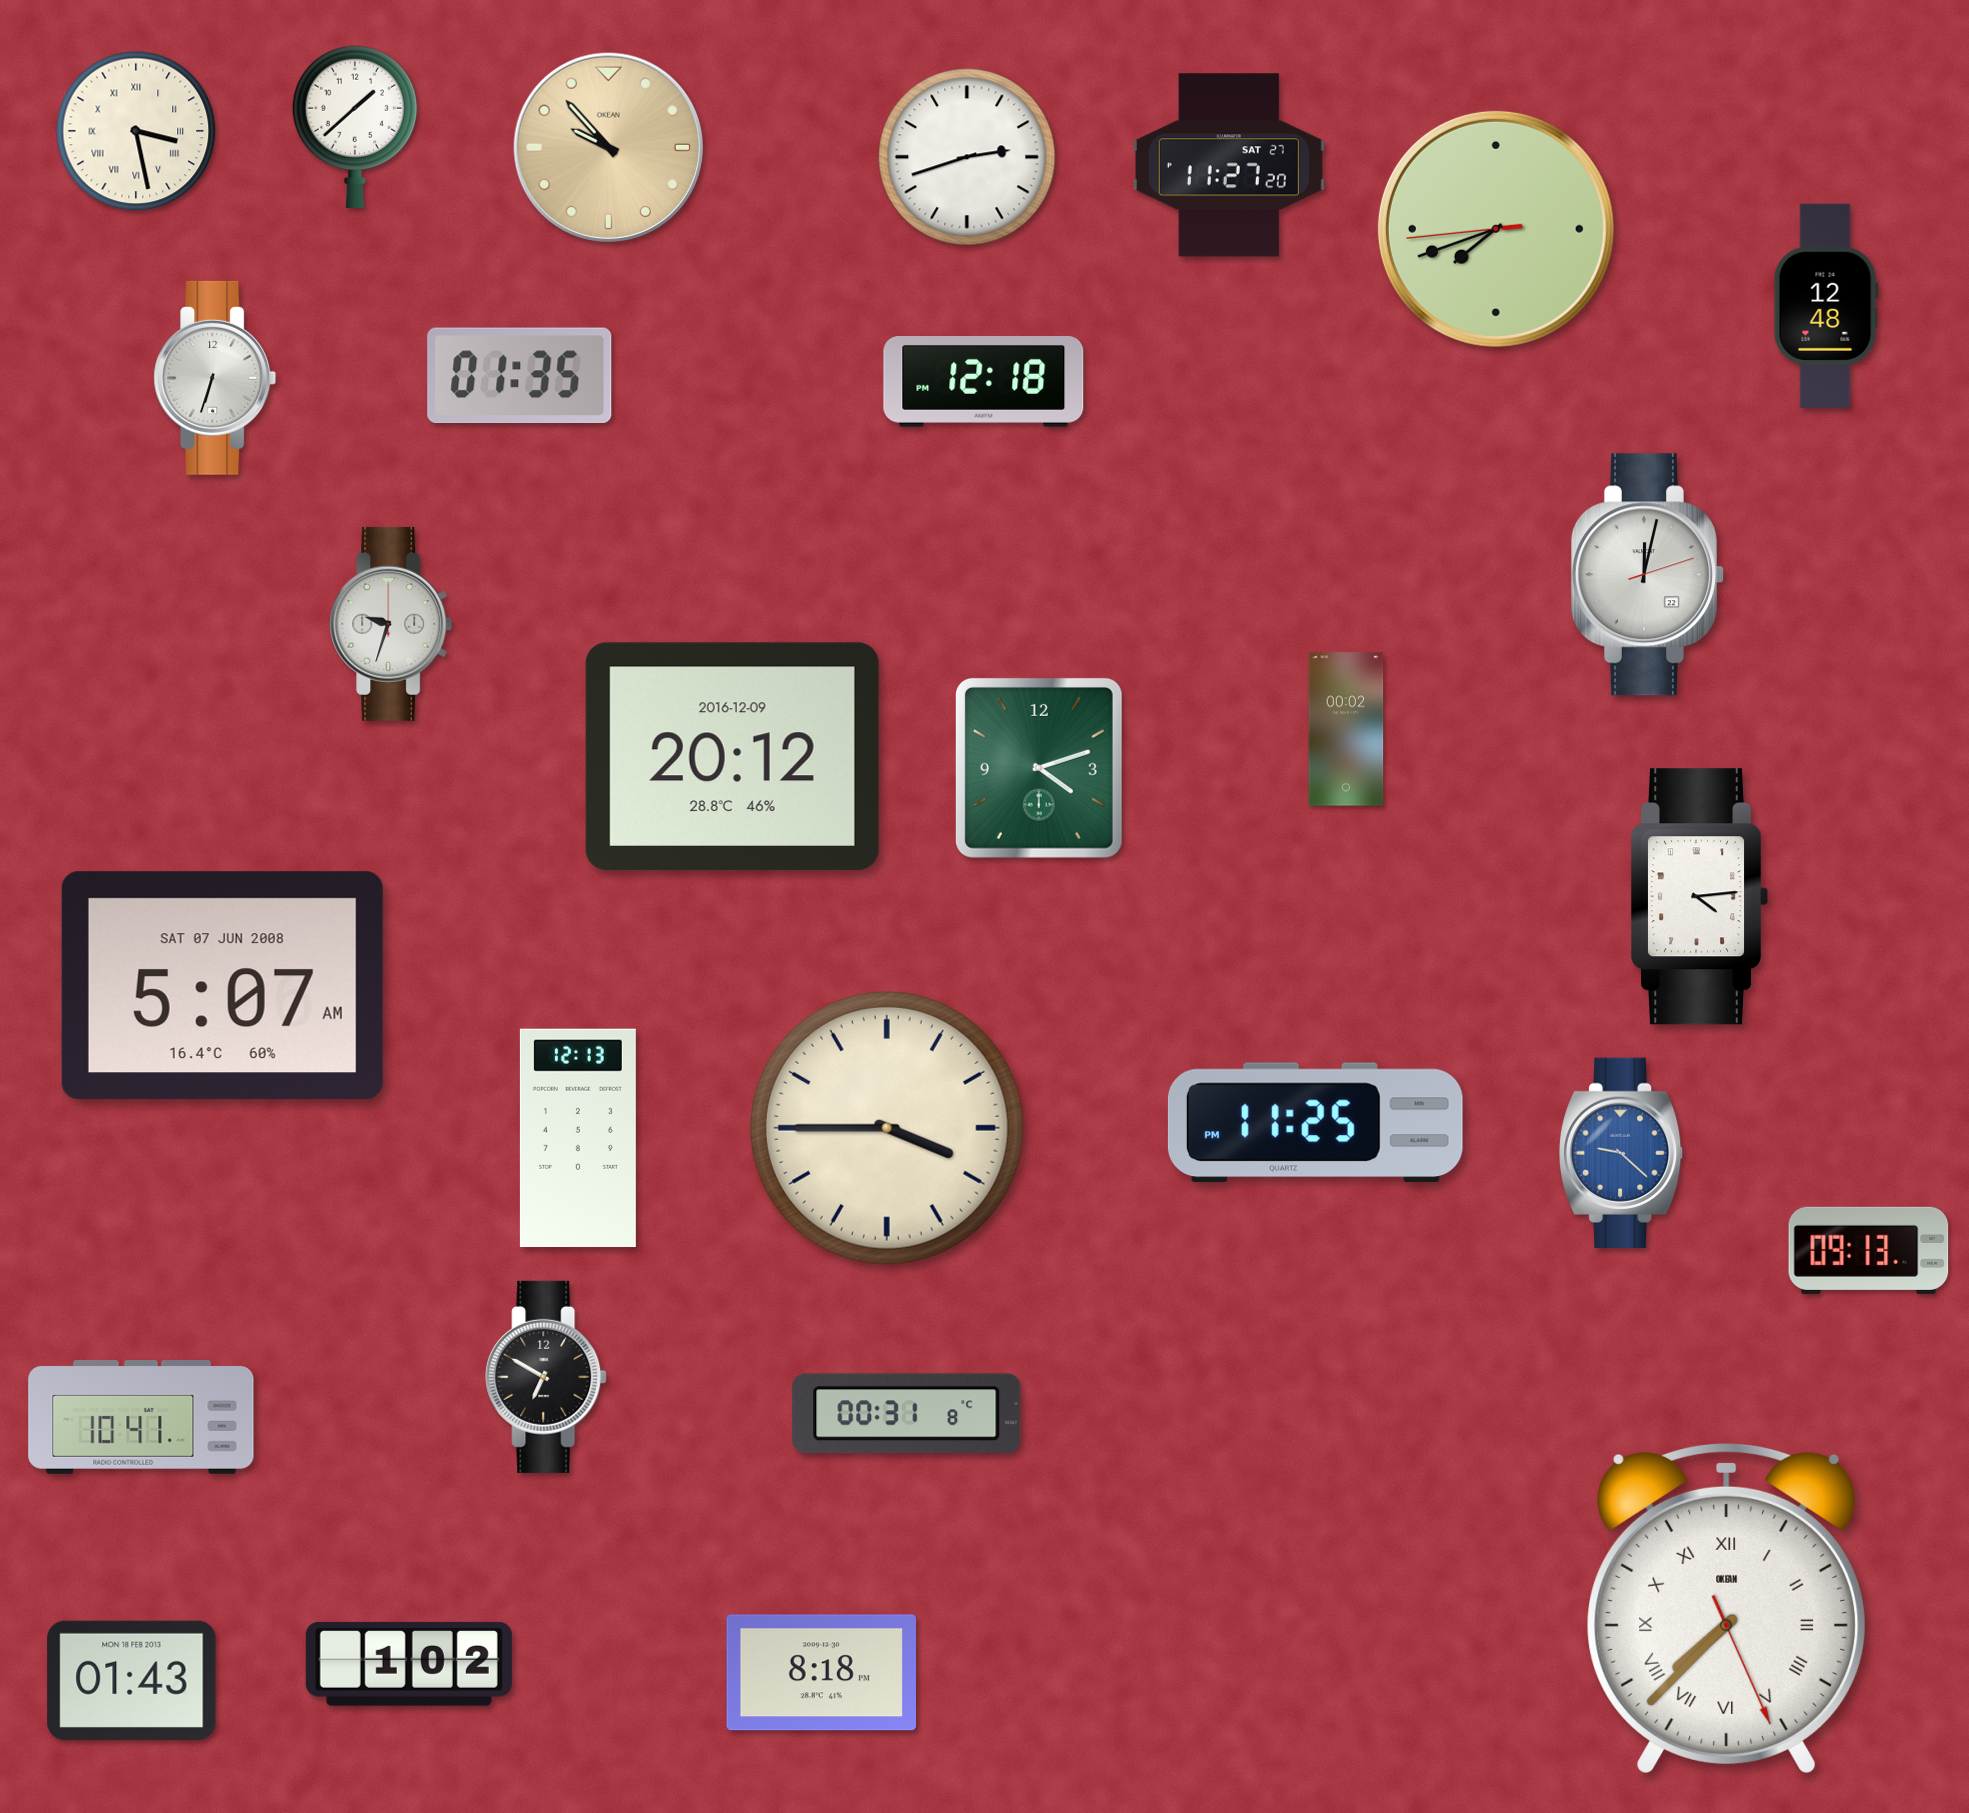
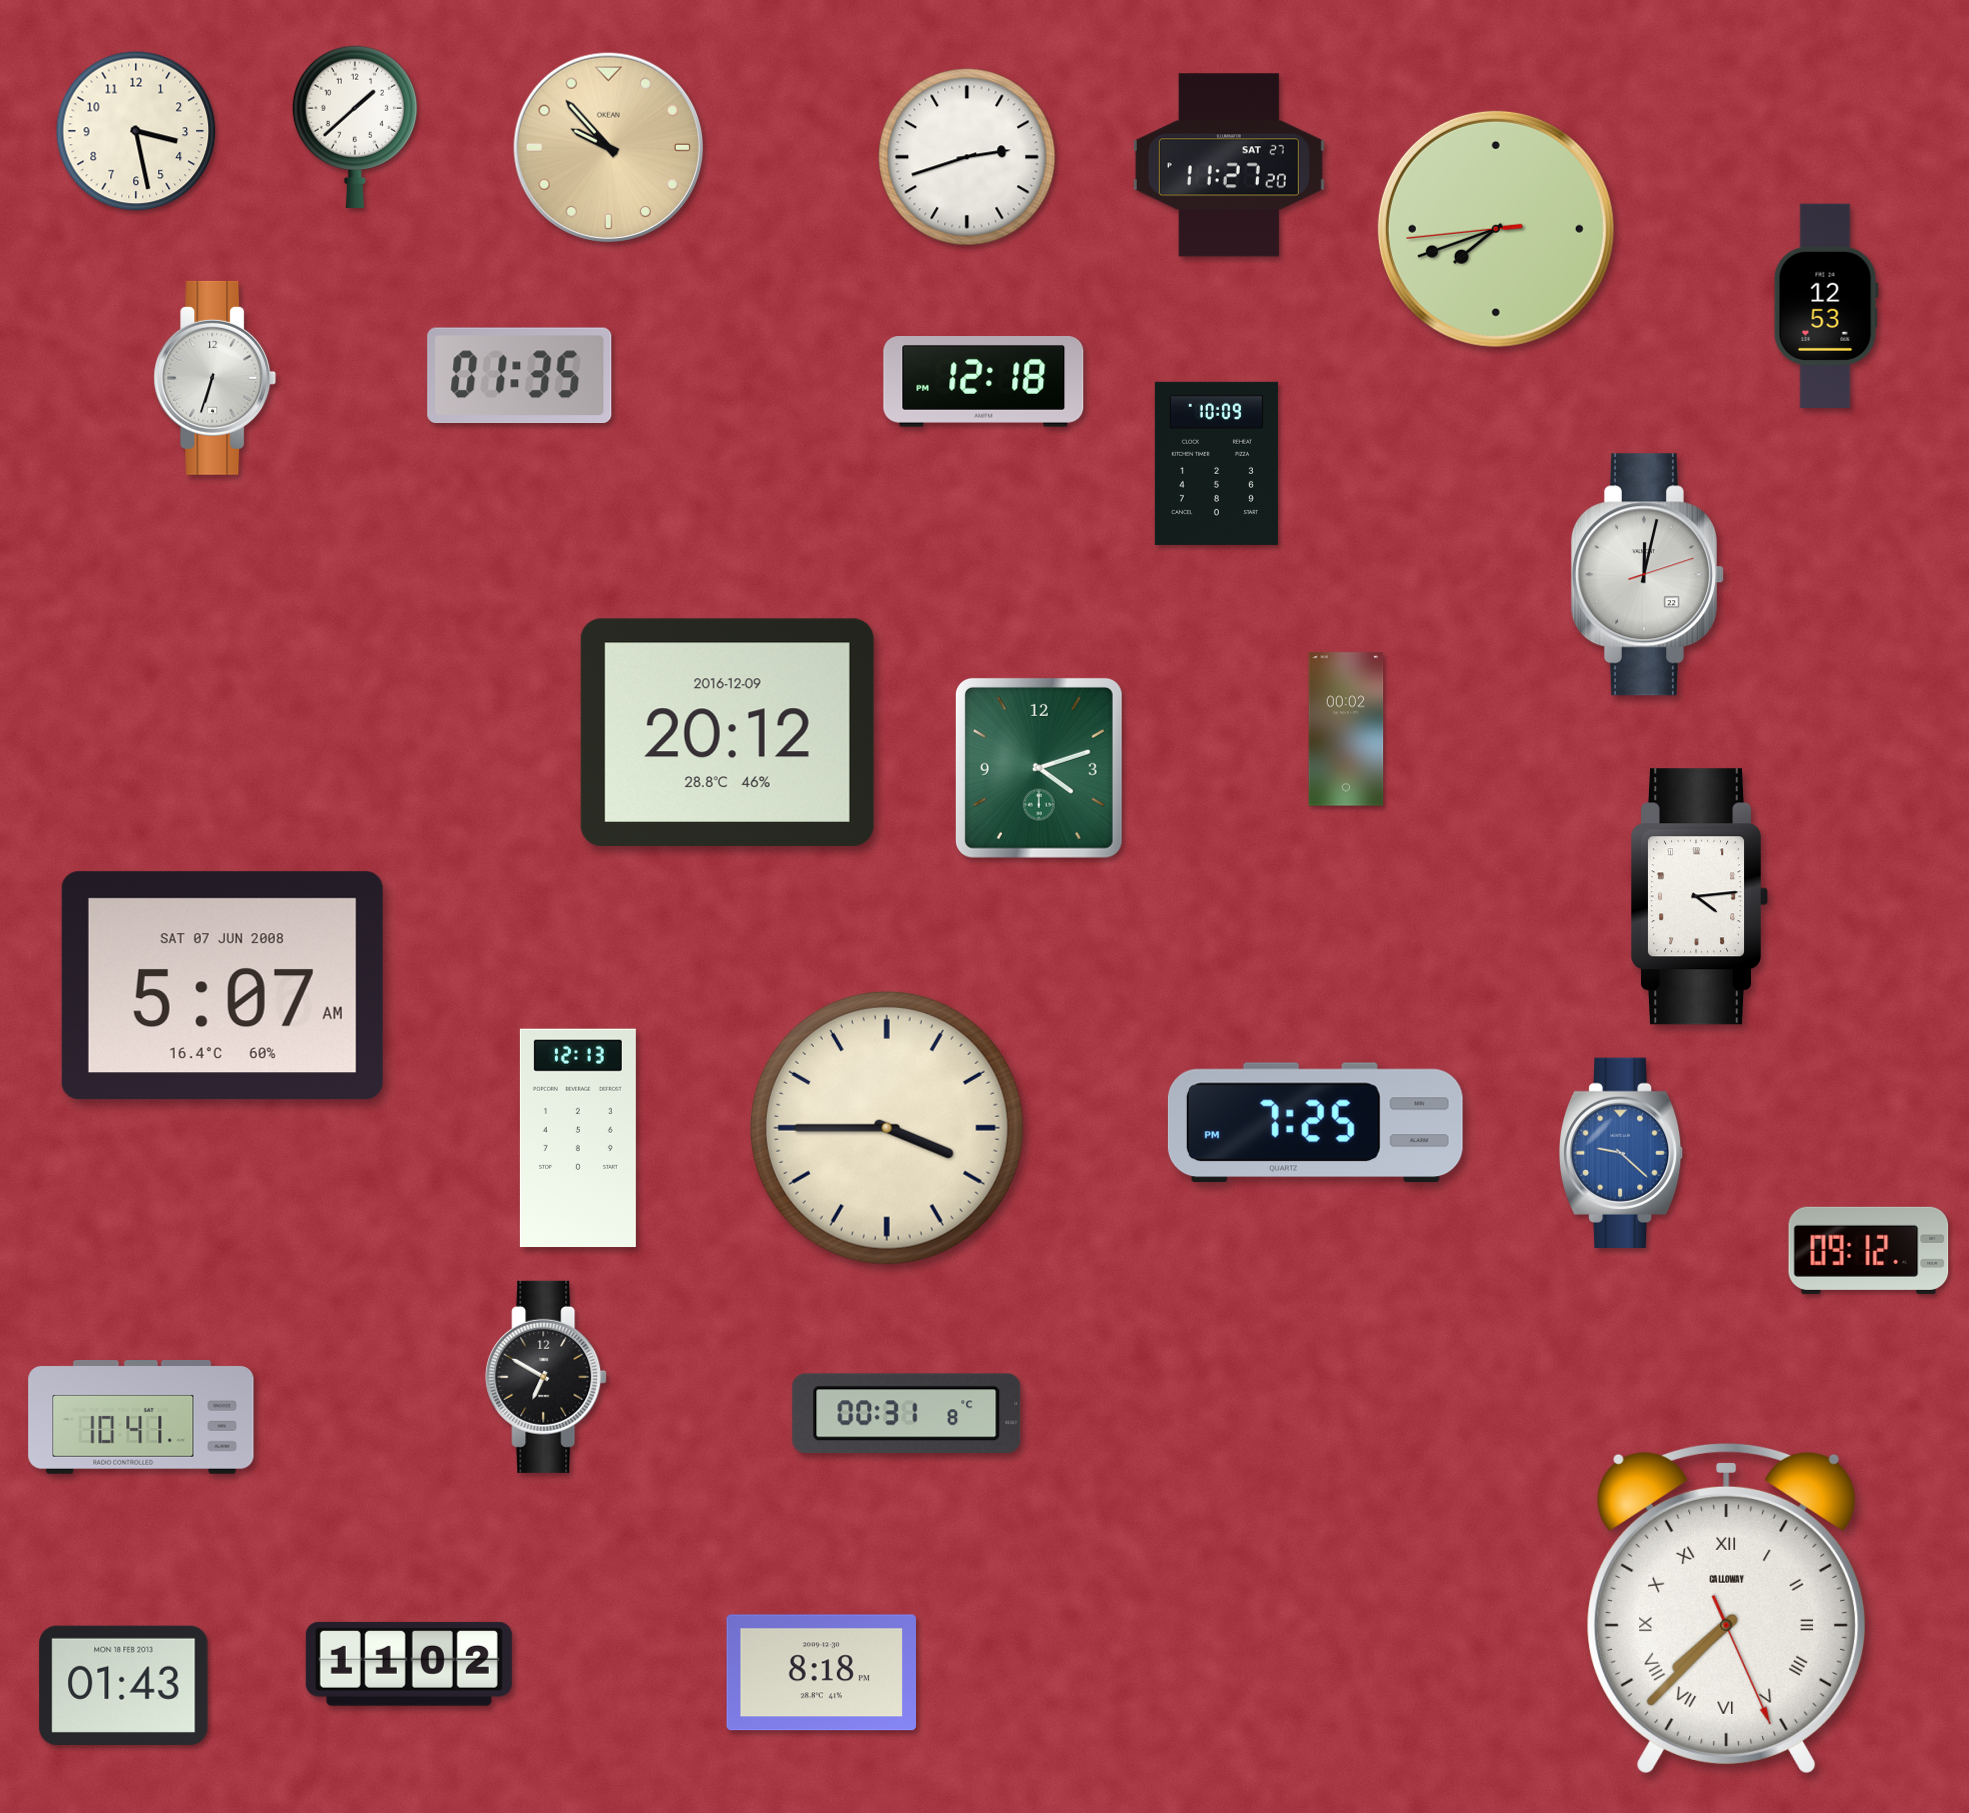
clock at (136, 131) numerals: Roman -> Arabic
clock at (1826, 305): 12:48 -> 12:53
clock at (1216, 463): none -> 10:09
clock at (391, 624): 9:33 -> none
clock at (732, 756) position: (732, 756) -> (727, 732)
clock at (1315, 1122): 11:25 -> 7:25
clock at (1869, 1250): 09:13 -> 09:12
clock at (1727, 1608) brand: OKEAN -> CALLOWAY
clock at (409, 1664): 1:02 -> 11:02
clock at (132, 1680) position: (132, 1680) -> (124, 1685)
